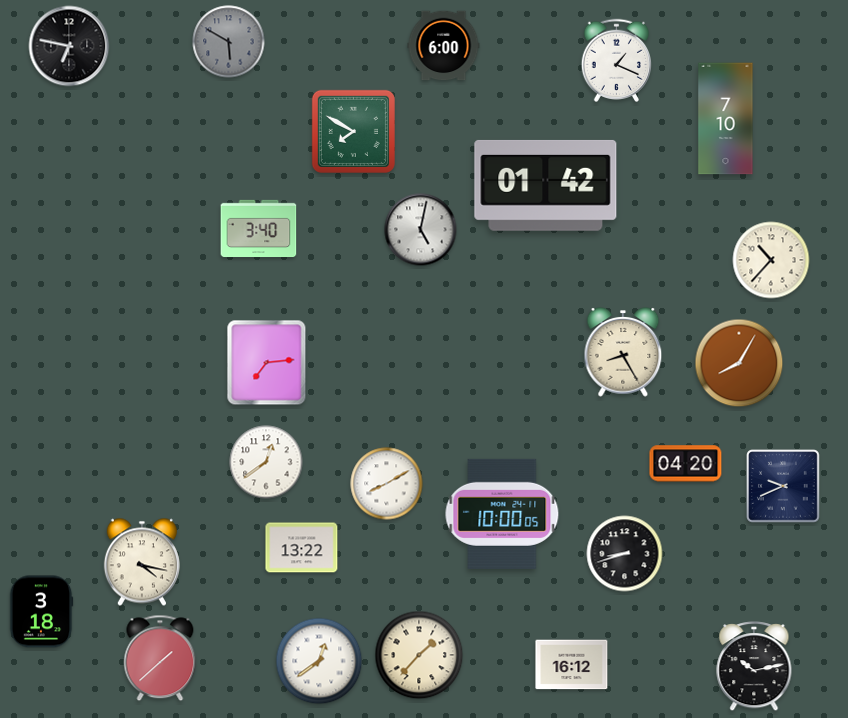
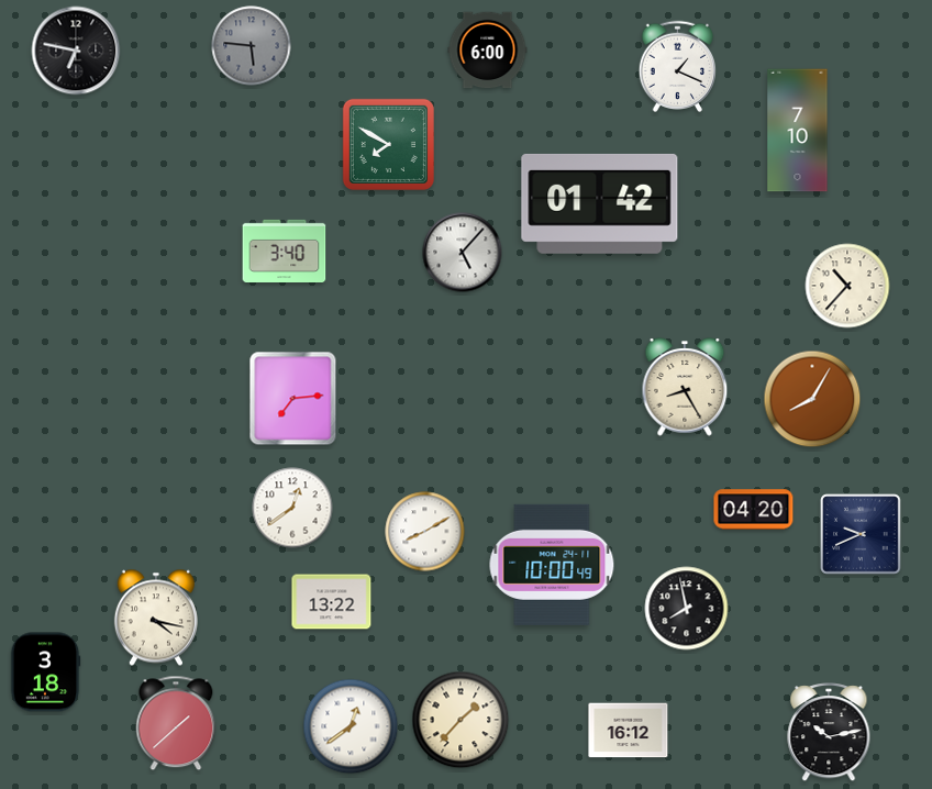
clock at (229, 42): 5:50 -> 5:46
clock at (421, 230): 5:02 -> 5:07
clock at (502, 514): 10:00:05 -> 10:00:49
clock at (625, 554): 8:42 -> 7:58
